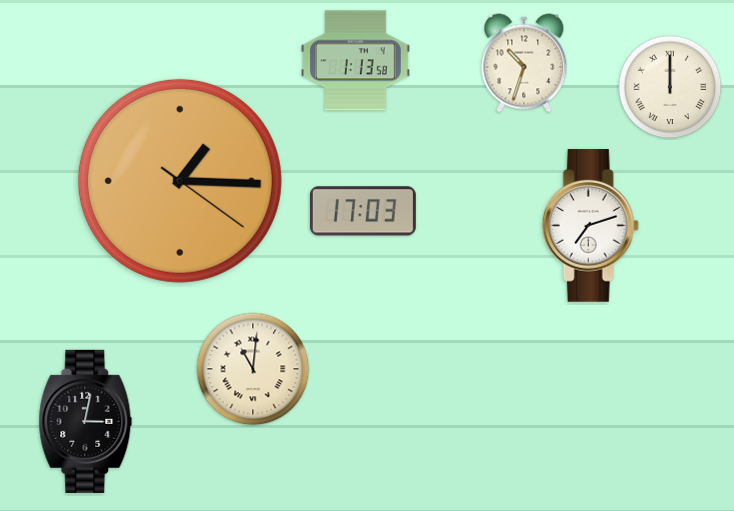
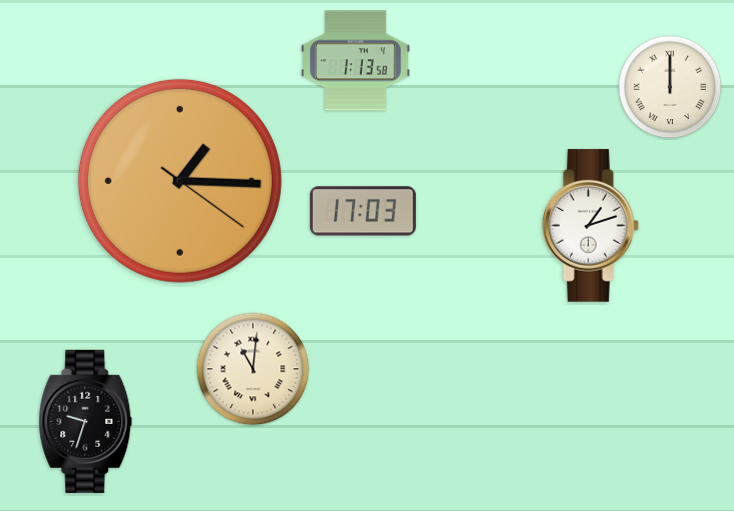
clock at (524, 63): 10:33 -> none
clock at (590, 226): 7:12 -> 1:12
clock at (86, 421): 3:02 -> 9:33
